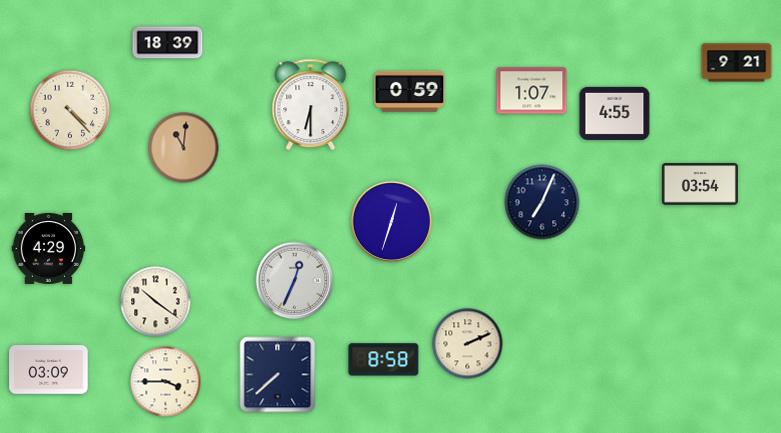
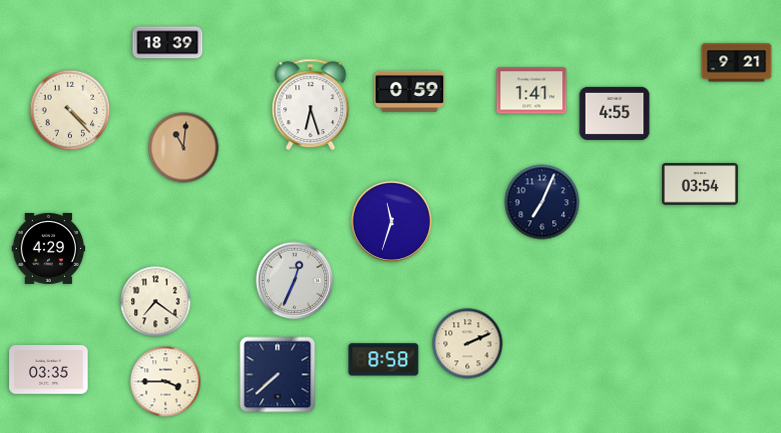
clock at (532, 91): 1:07 -> 1:41
clock at (311, 104): 6:30 -> 6:27
clock at (391, 221): 12:33 -> 11:33
clock at (156, 302): 10:21 -> 7:21
clock at (49, 370): 03:09 -> 03:35
